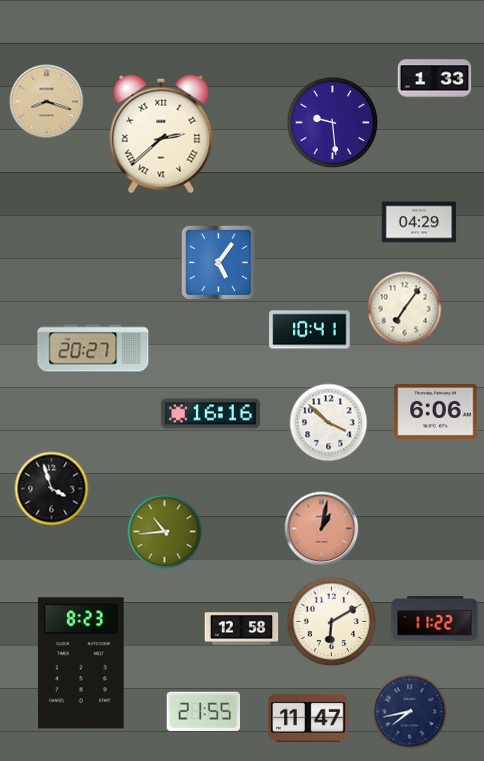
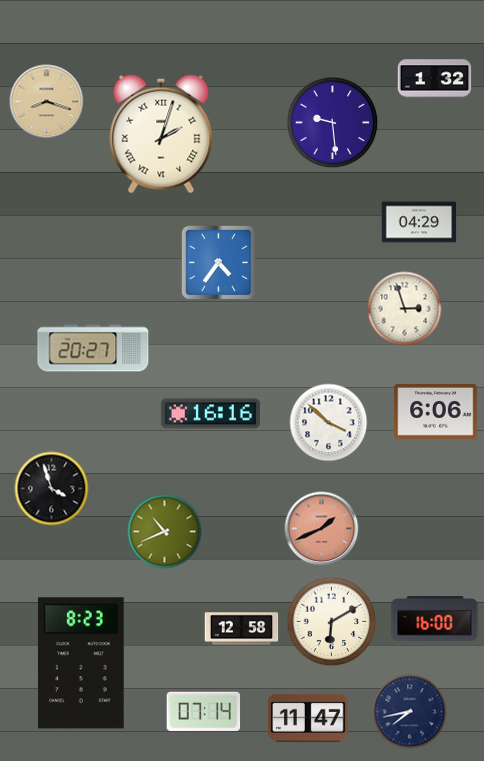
clock at (435, 79): 1:33 -> 1:32
clock at (161, 134): 2:38 -> 2:03
clock at (219, 263): 5:06 -> 4:36
clock at (405, 309): 7:06 -> 2:57
clock at (310, 330): 10:41 -> none
clock at (322, 529): 1:02 -> 1:41
clock at (165, 532): 10:44 -> 10:41
clock at (435, 619): 11:22 -> 16:00
clock at (204, 711): 21:55 -> 07:14
